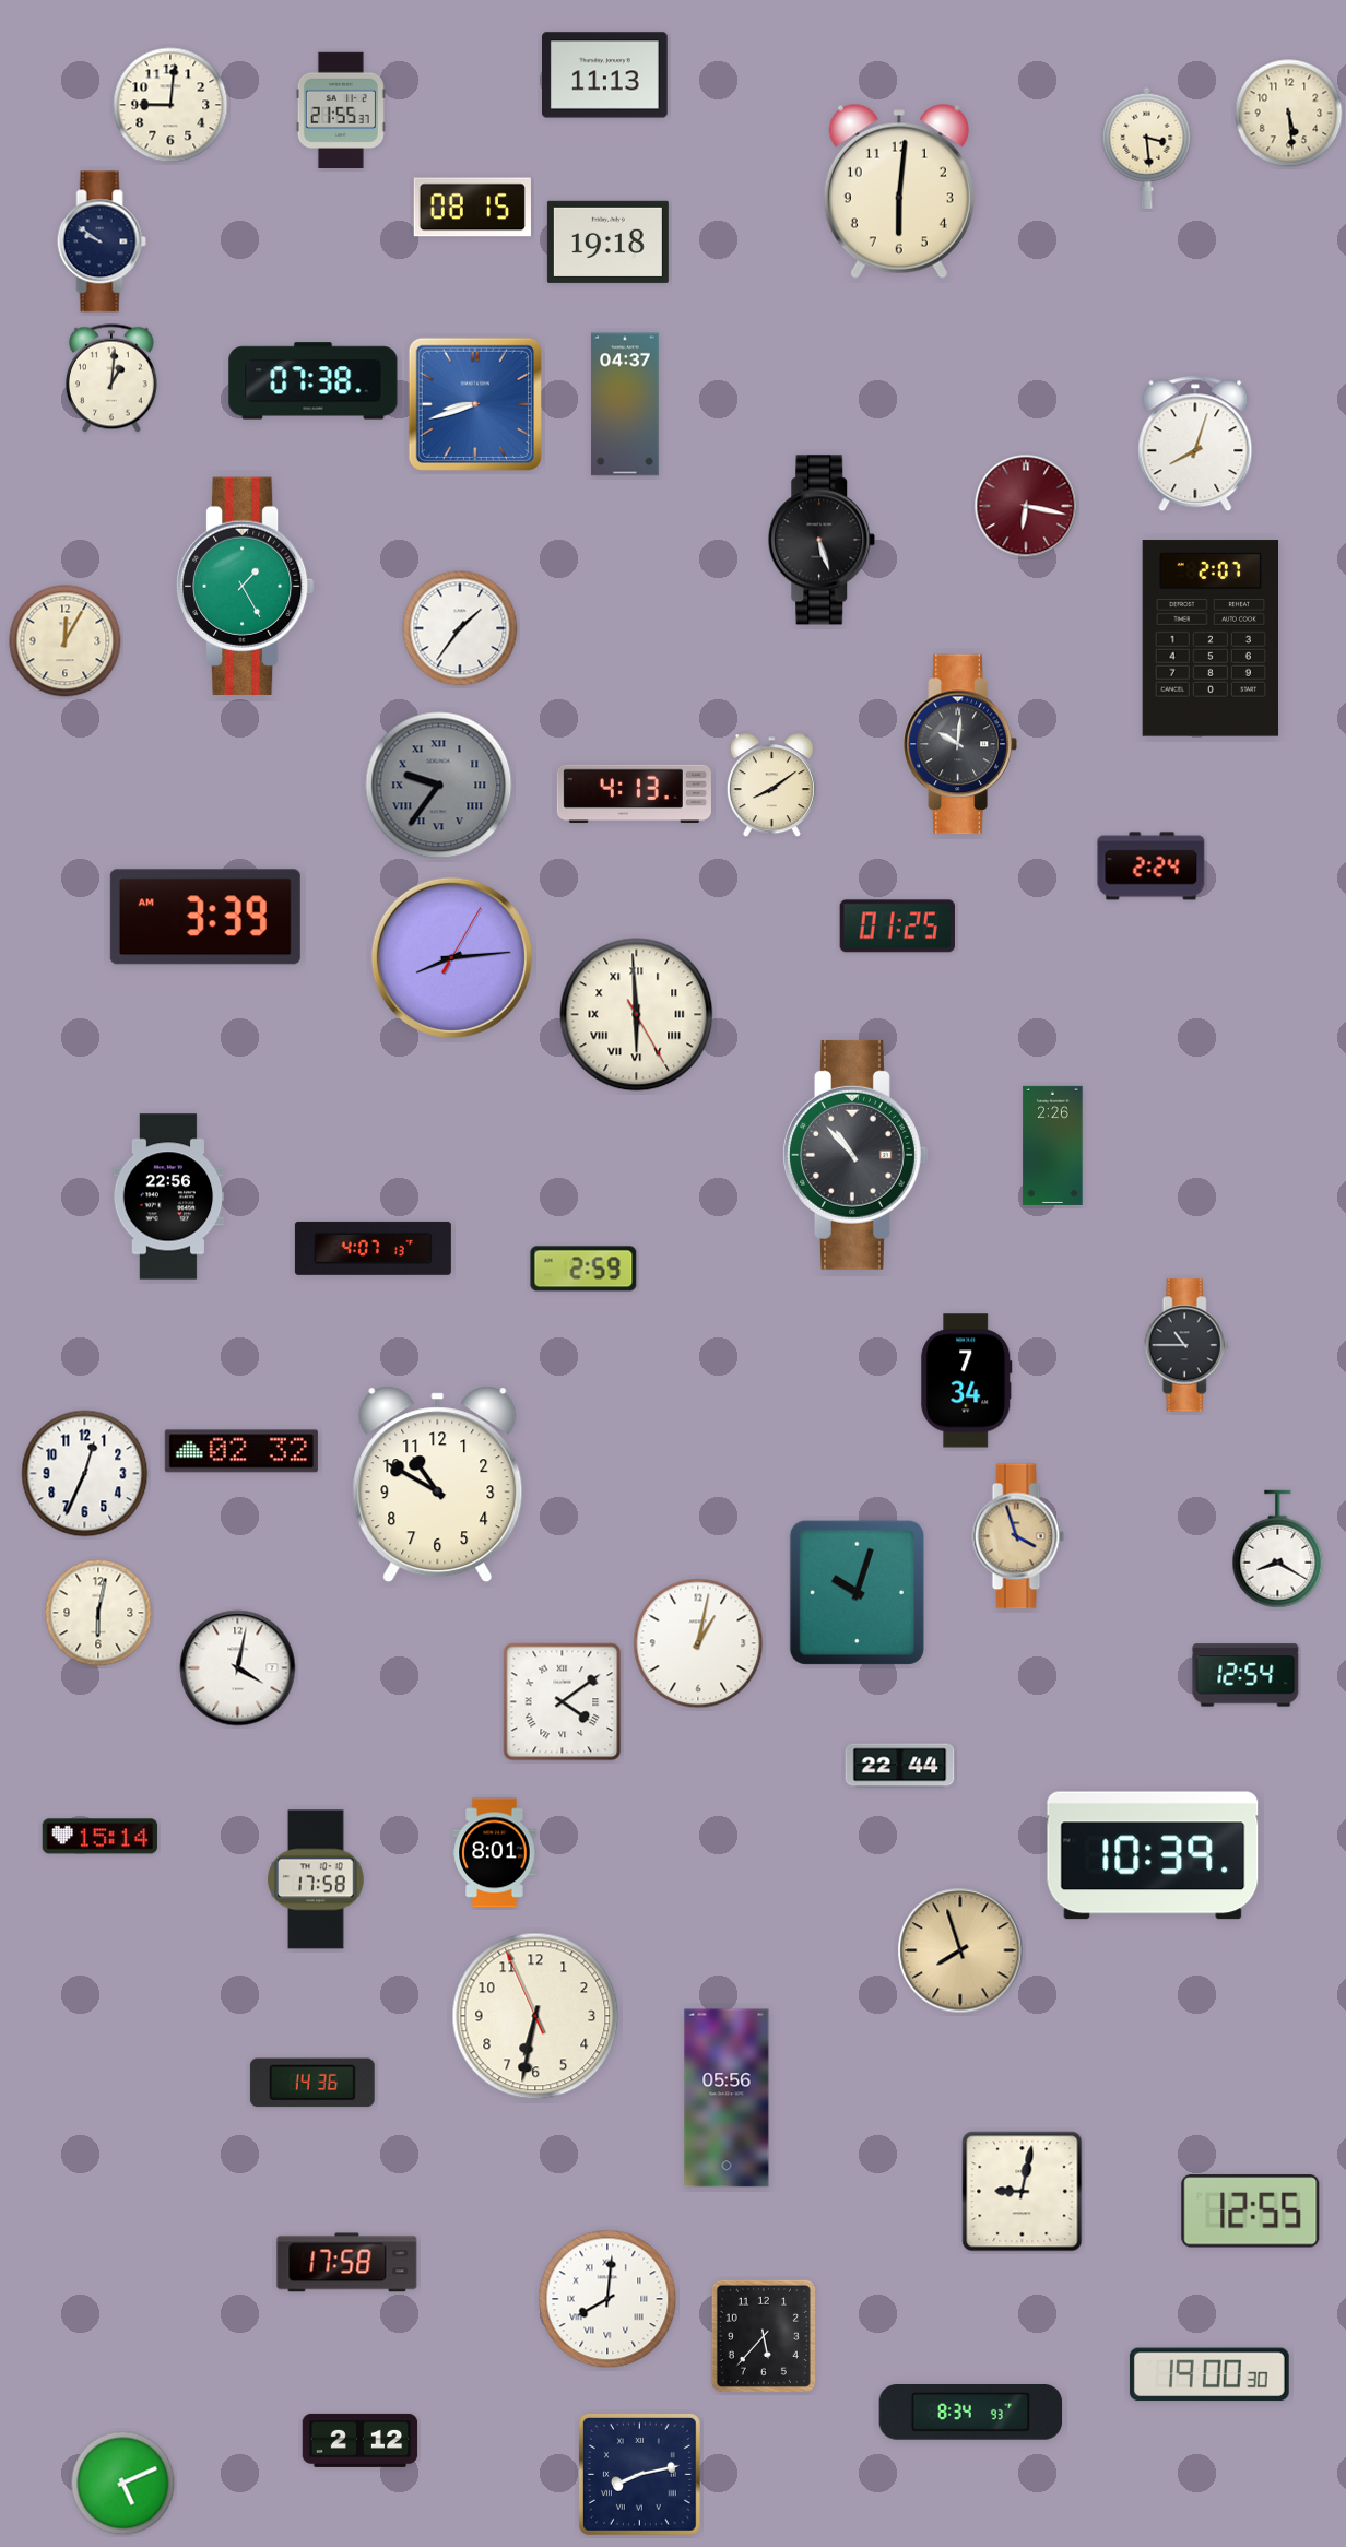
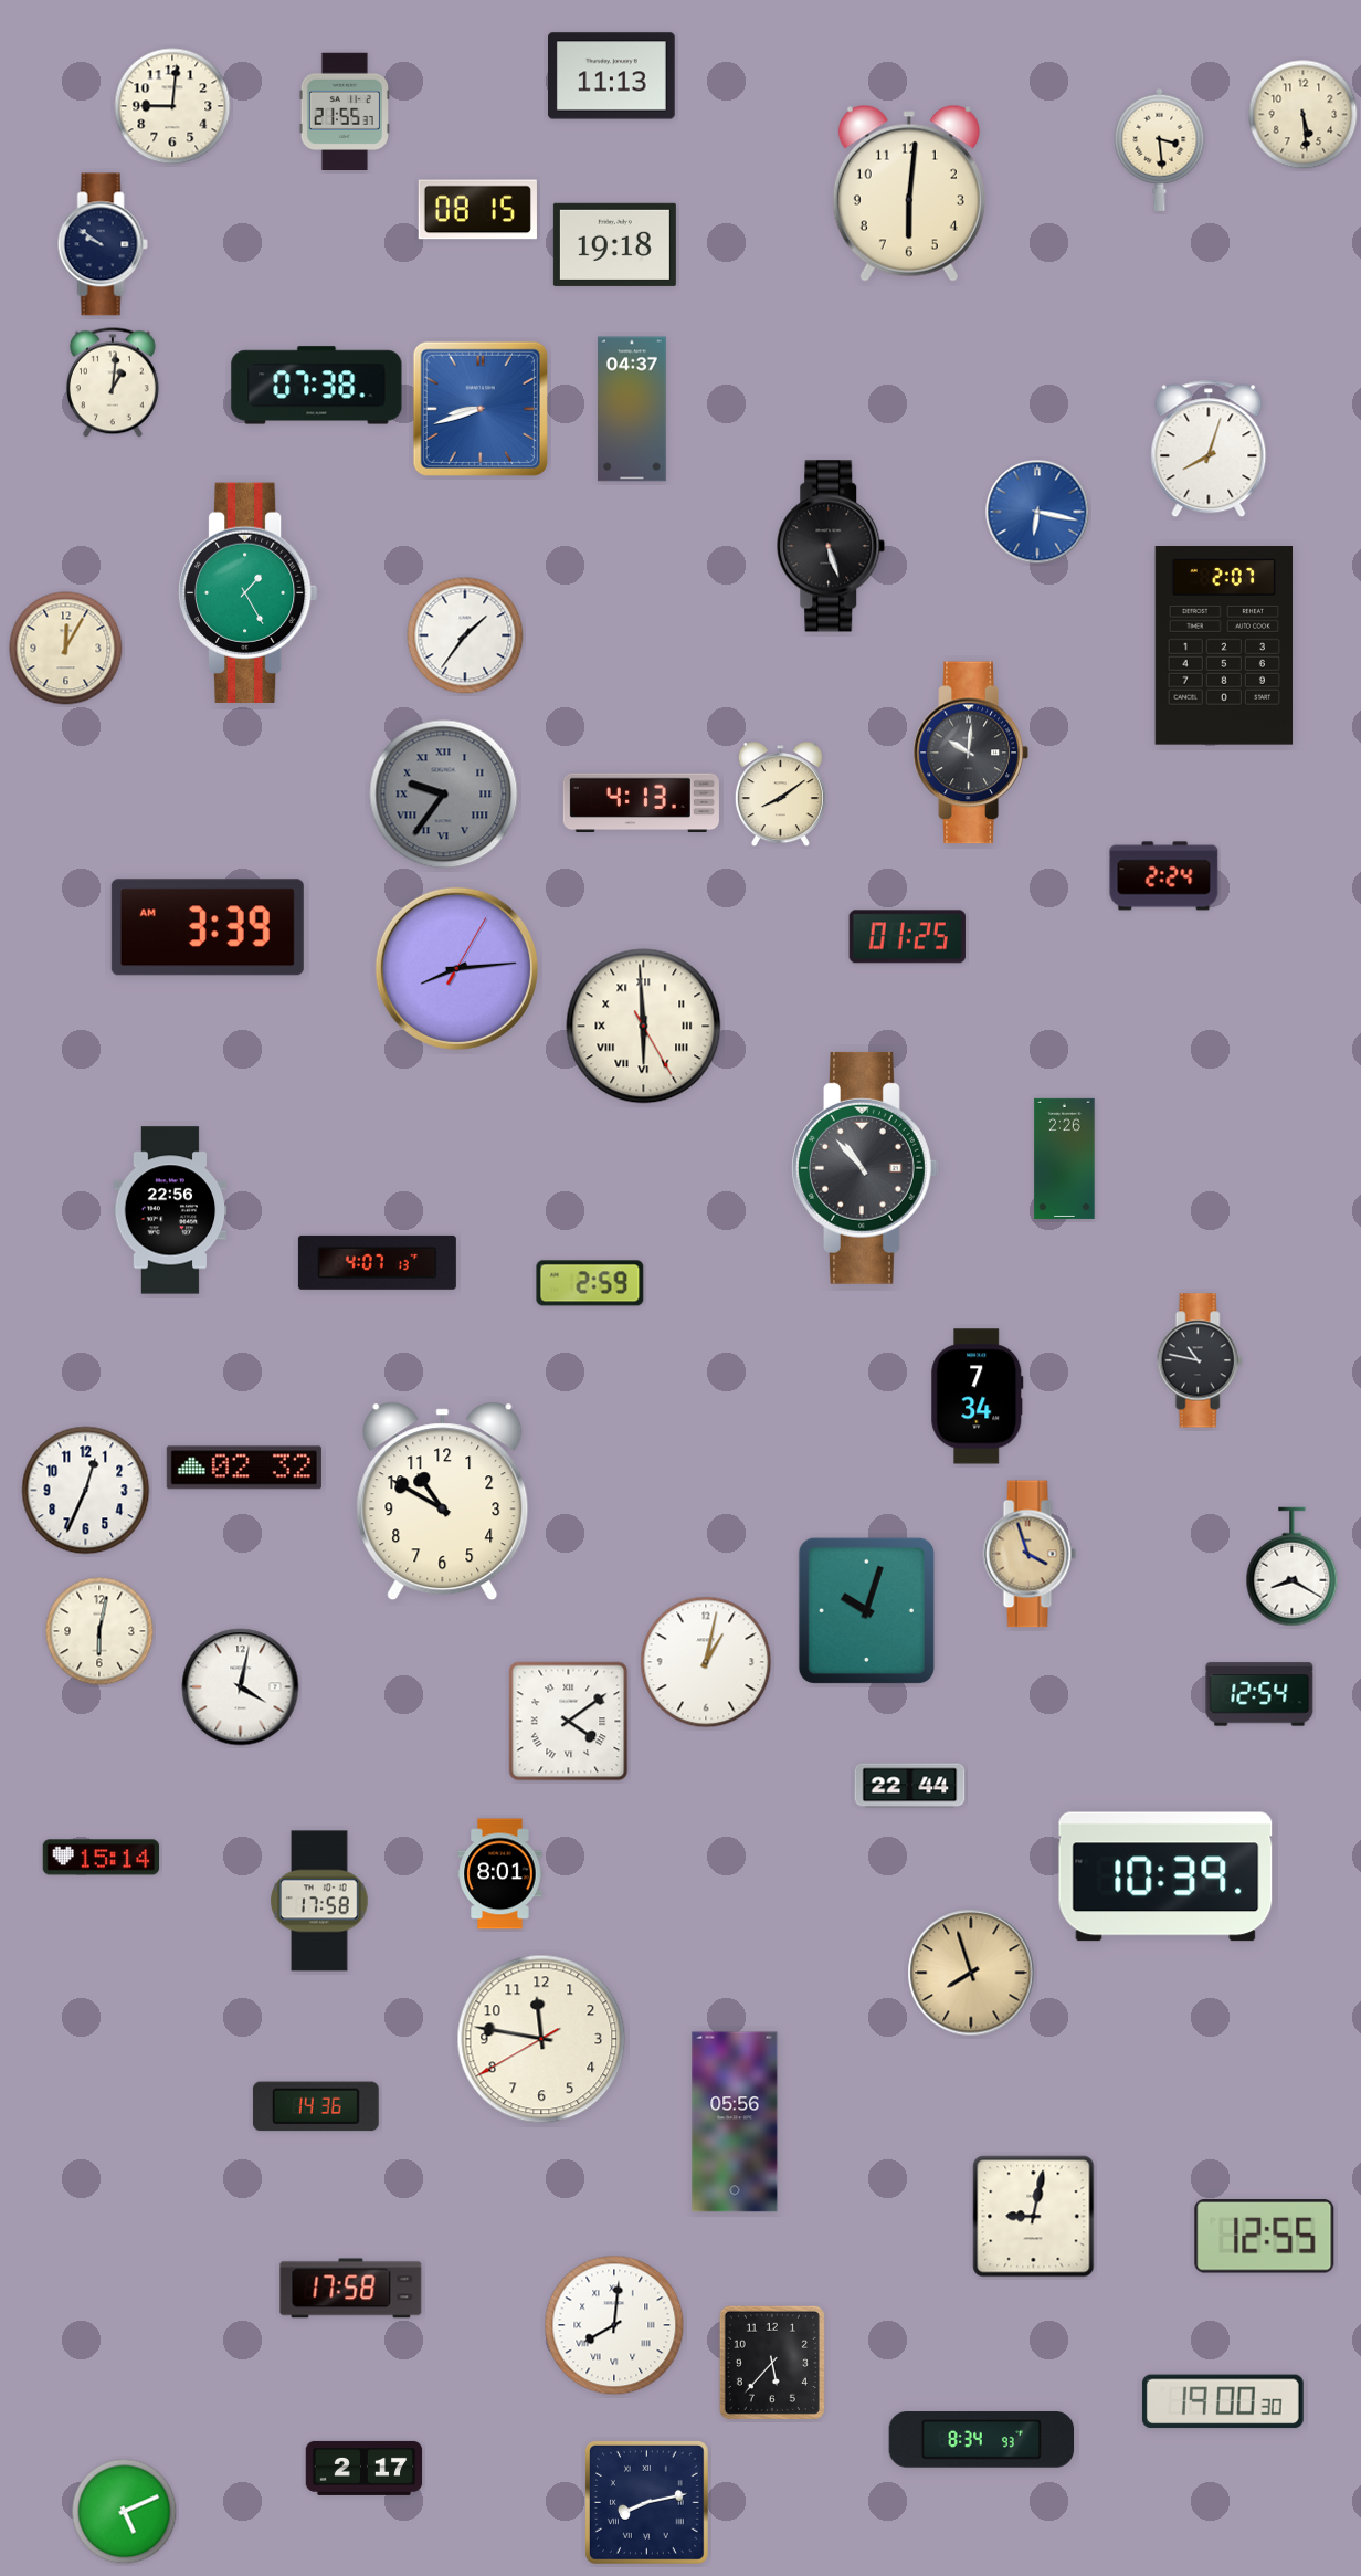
clock at (1026, 506) dial: burgundy -> blue
clock at (1186, 1345): 10:45 -> 10:47
clock at (535, 2016): 6:31 -> 11:46
clock at (361, 2440): 2:12 -> 2:17
